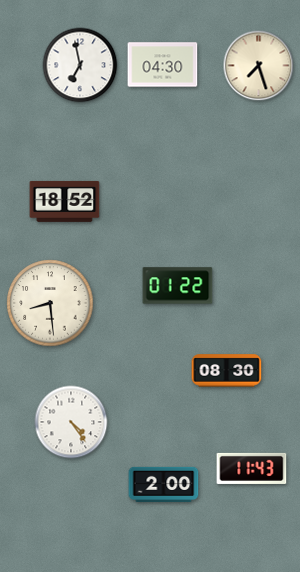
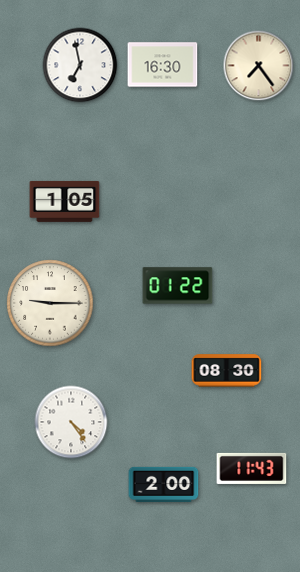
clock at (163, 65): 04:30 -> 16:30
clock at (259, 66): 7:27 -> 7:24
clock at (65, 201): 18:52 -> 1:05
clock at (50, 303): 8:29 -> 9:15
